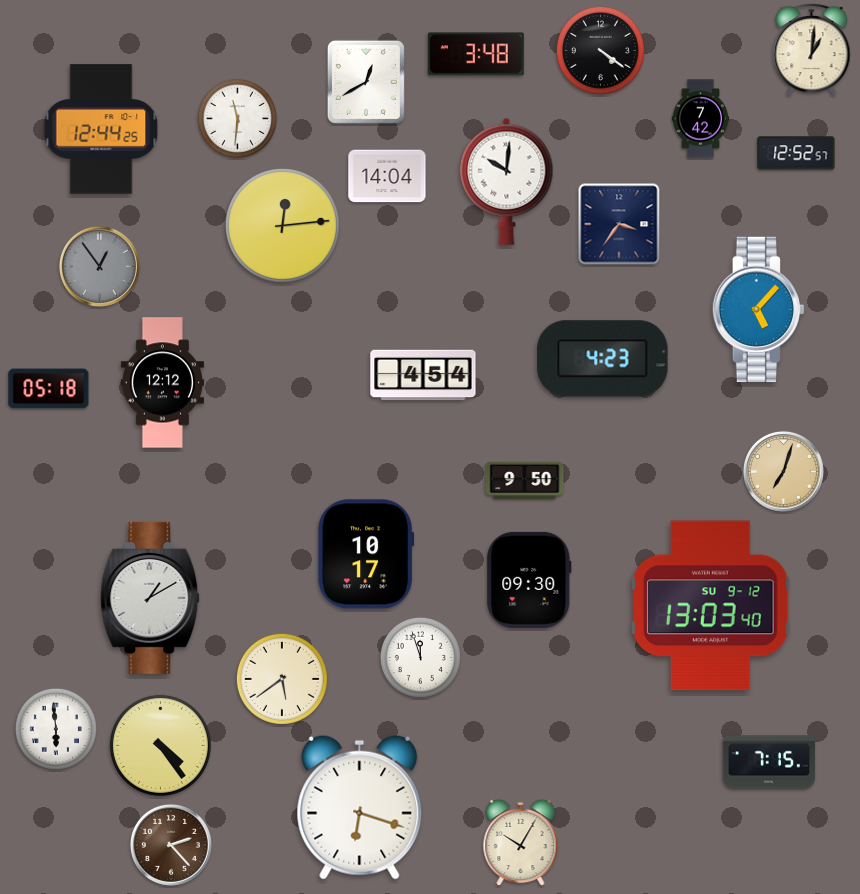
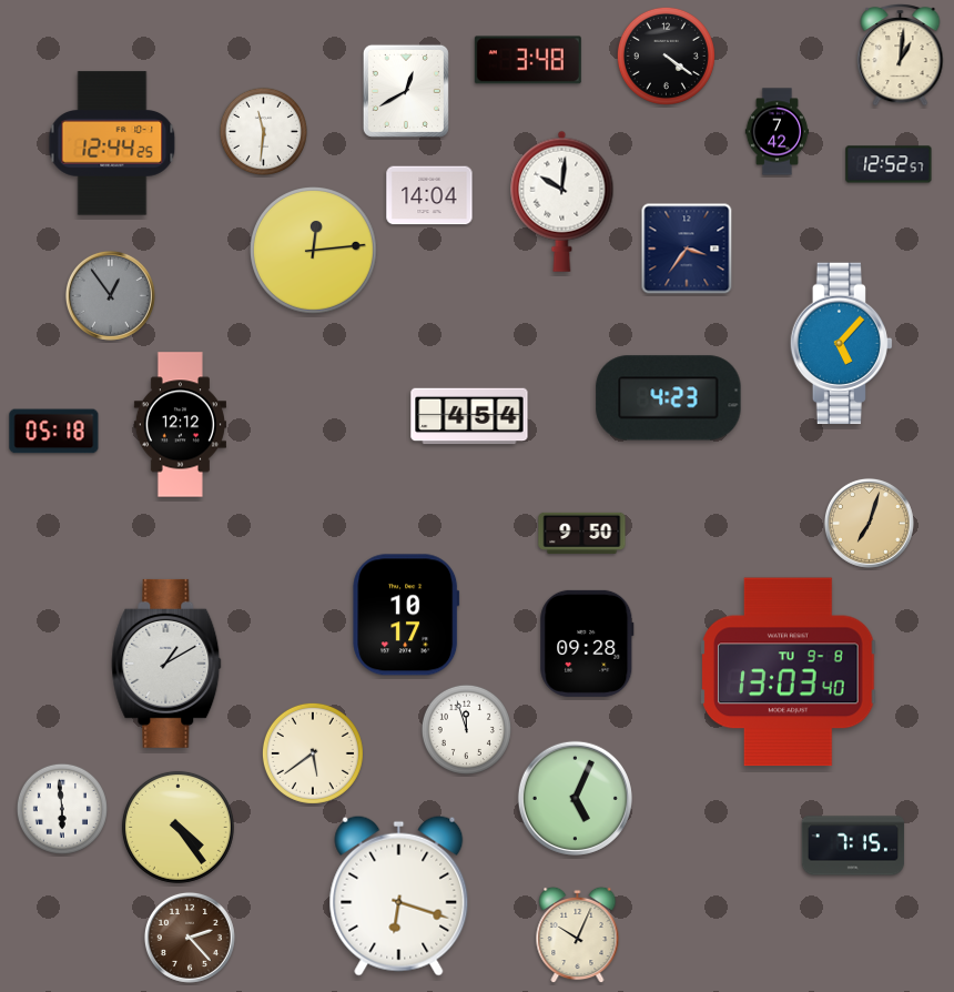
clock at (796, 153) position: (796, 153) -> (889, 164)
clock at (529, 580): 09:30 -> 09:28
clock at (711, 606) date: SU 9-12 -> TU 9-8
clock at (575, 798): none -> 5:04
clock at (521, 843): 10:05 -> 10:04
